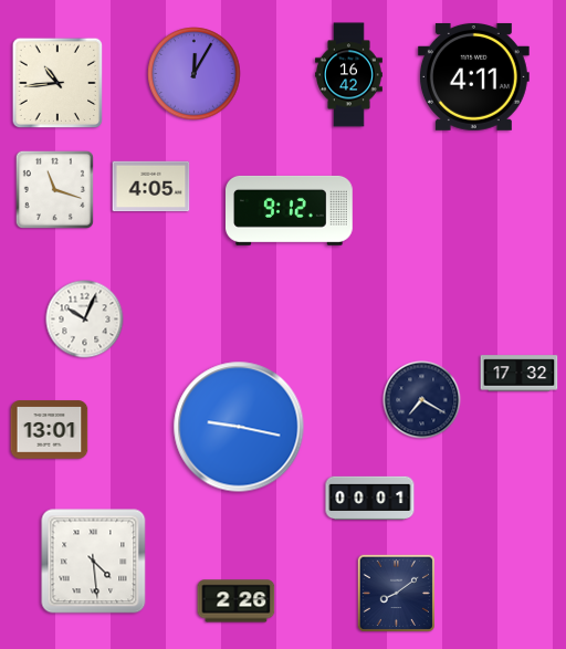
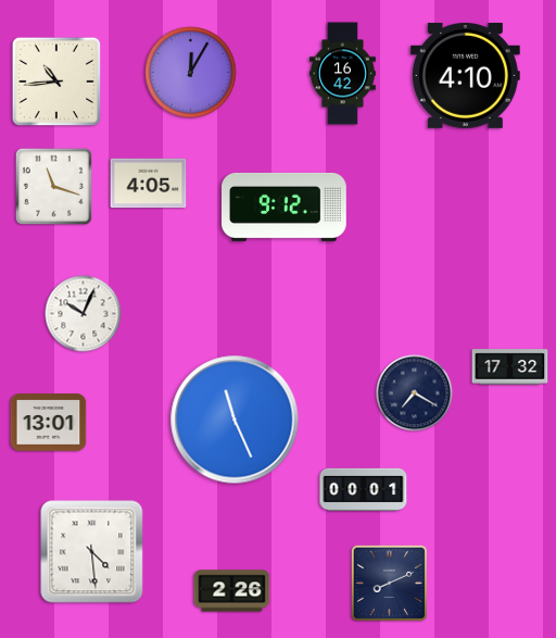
clock at (473, 76): 4:11 -> 4:10
clock at (239, 427): 9:17 -> 11:26
clock at (396, 593): 8:09 -> 8:11
